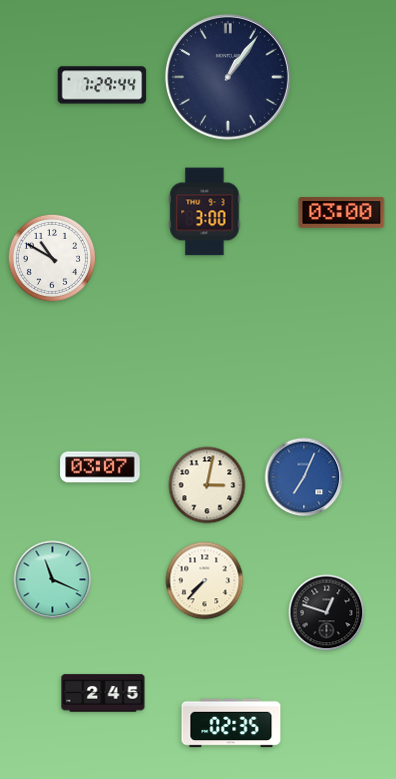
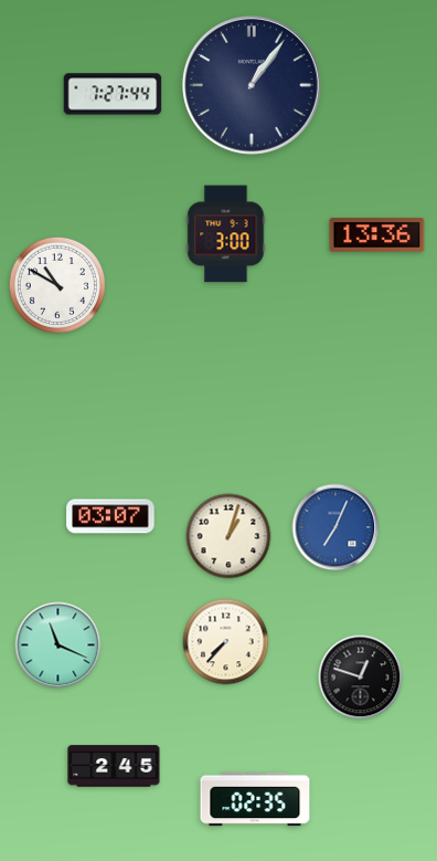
clock at (102, 85): 7:29 -> 7:27
clock at (342, 213): 03:00 -> 13:36
clock at (207, 485): 3:02 -> 1:03
clock at (53, 580) position: (53, 580) -> (58, 645)
